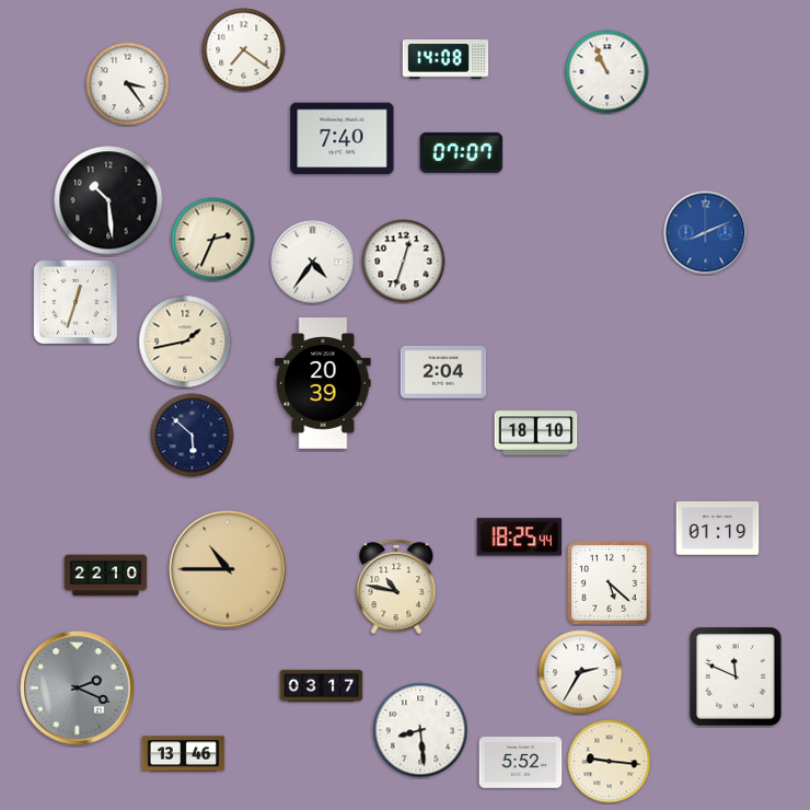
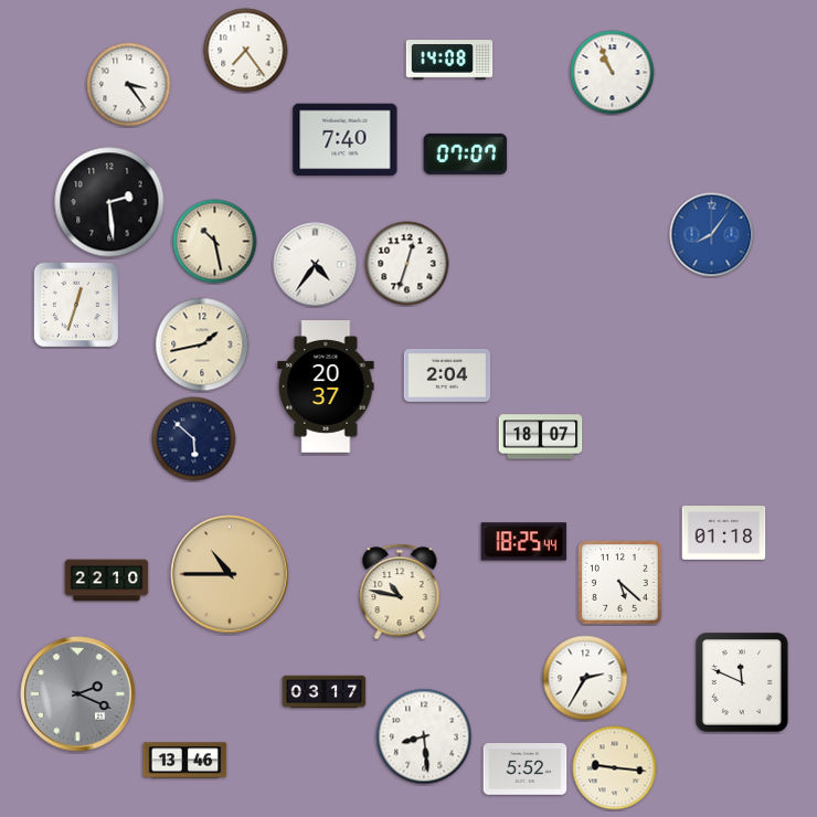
clock at (244, 50): 7:21 -> 7:24
clock at (108, 200): 10:29 -> 2:29
clock at (706, 233): 8:11 -> 8:06
clock at (213, 240): 2:34 -> 10:28
clock at (185, 342) position: (185, 342) -> (202, 344)
clock at (323, 383): 20:39 -> 20:37
clock at (536, 433): 18:10 -> 18:07
clock at (718, 529): 01:19 -> 01:18
clock at (610, 583) position: (610, 583) -> (620, 583)
